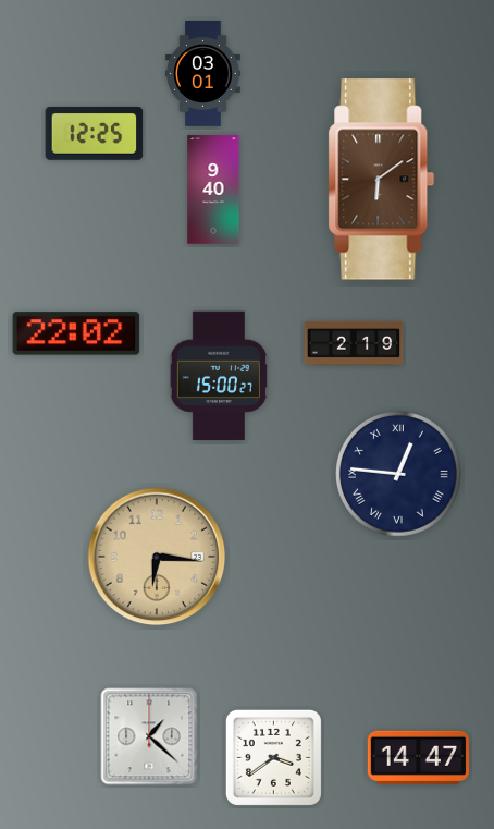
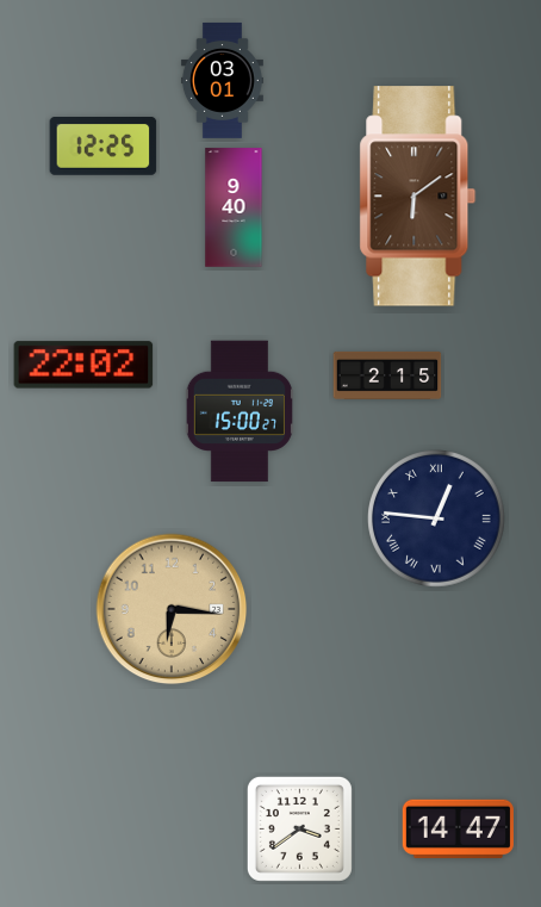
clock at (354, 343): 2:19 -> 2:15
clock at (149, 736): 1:22 -> none
